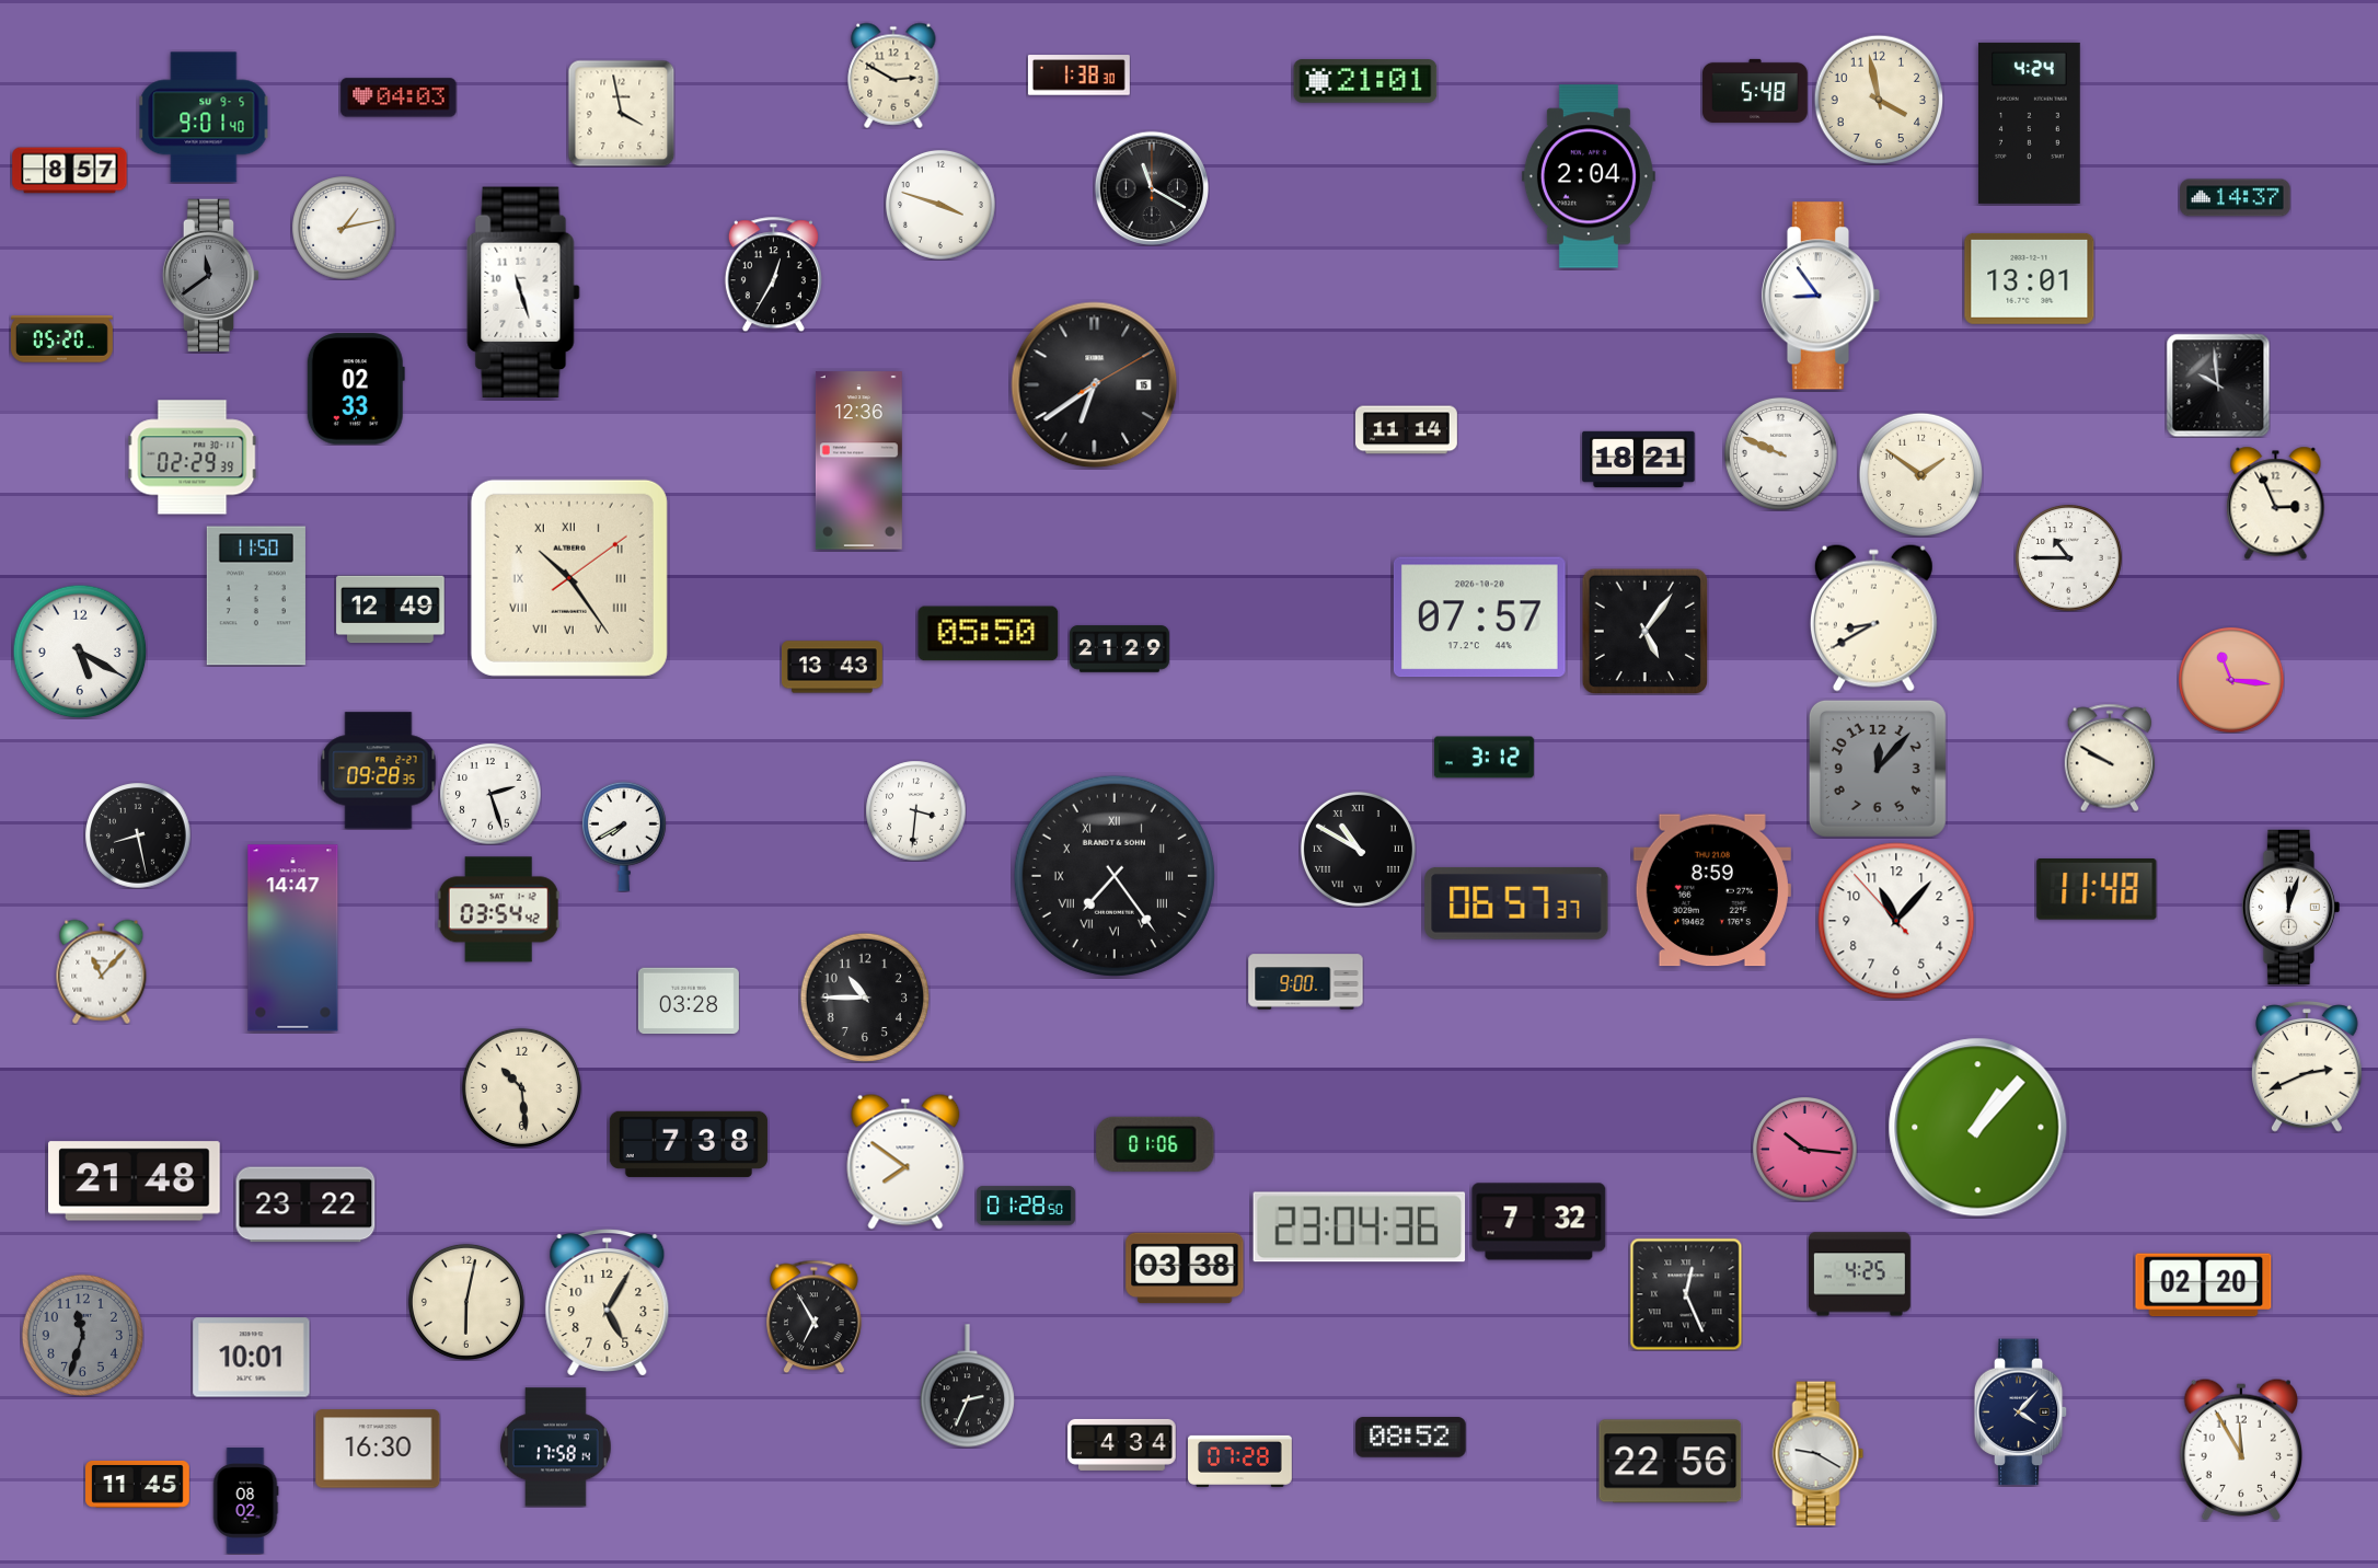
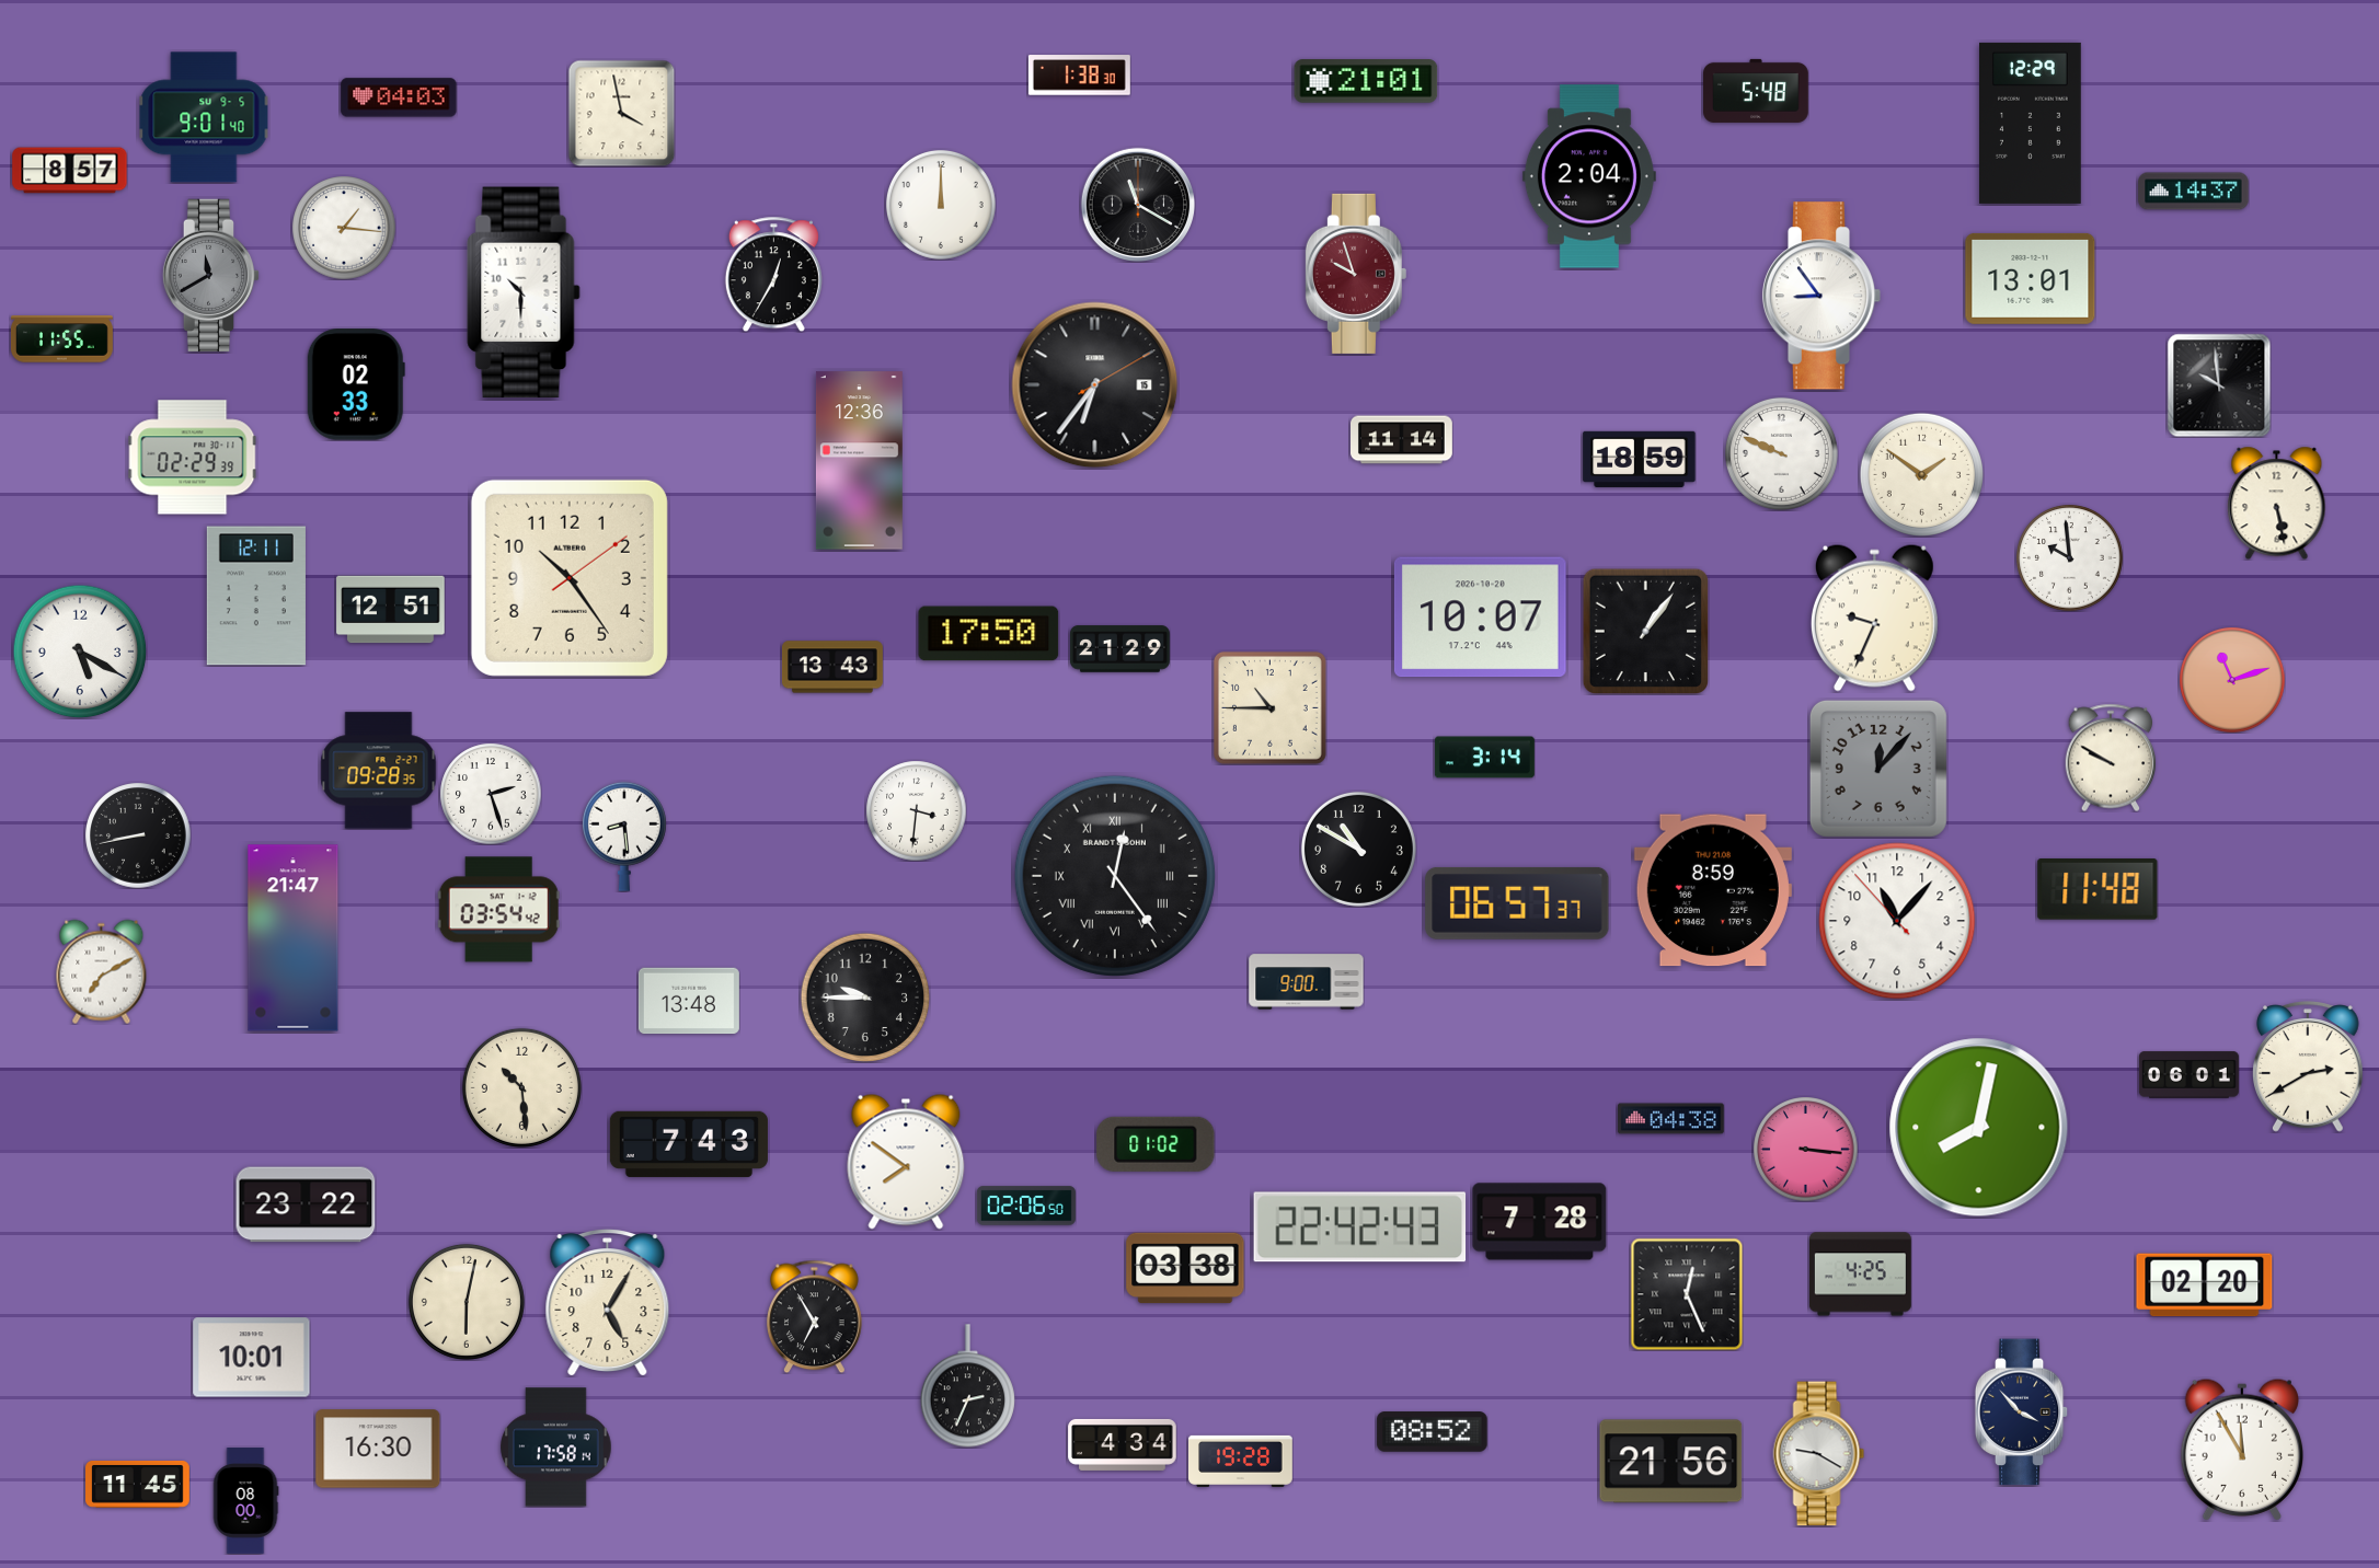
clock at (893, 76): 2:50 -> none
clock at (1879, 100): 3:58 -> none
clock at (2030, 123): 4:24 -> 12:29
clock at (1151, 187) position: (1151, 187) -> (1137, 204)
clock at (2236, 198) position: (2236, 198) -> (2194, 192)
clock at (940, 205): 3:48 -> 12:00
clock at (344, 228): 1:13 -> 1:16
clock at (1356, 274): none -> 9:57
clock at (211, 275): 11:39 -> 11:40
clock at (523, 292): 11:27 -> 10:30
clock at (61, 339): 05:20 -> 11:55
clock at (1095, 385): 6:39 -> 6:36
clock at (356, 389) position: (356, 389) -> (356, 384)
clock at (1407, 430) position: (1407, 430) -> (1402, 440)
clock at (1639, 459): 18:21 -> 18:59
clock at (2276, 503): 2:56 -> 5:28
clock at (2069, 558): 10:45 -> 9:59
clock at (569, 578) numerals: Roman -> Arabic
clock at (256, 596): 11:50 -> 12:11
clock at (391, 610): 12:49 -> 12:51
clock at (1479, 618): 07:57 -> 10:07
clock at (1873, 618): 8:40 -> 9:34
clock at (1644, 631): 5:06 -> 1:06
clock at (989, 634): 05:50 -> 17:50
clock at (2231, 680): 11:16 -> 11:12
clock at (1269, 707): none -> 10:45
clock at (1484, 758): 3:12 -> 3:14
clock at (138, 835): 8:28 -> 8:43
clock at (624, 837): 7:40 -> 8:29
clock at (1358, 849) numerals: Roman -> Arabic
clock at (1115, 876): 7:24 -> 12:24
clock at (2290, 907): 12:03 -> none
clock at (293, 938): 14:47 -> 21:47
clock at (102, 971): 11:07 -> 7:10
clock at (865, 998): 10:45 -> 9:45
clock at (689, 1001): 03:28 -> 13:48
clock at (2308, 1067): 2:41 -> 2:40
clock at (2188, 1075): none -> 06:01
clock at (1671, 1119): none -> 04:38
clock at (1978, 1128): 1:07 -> 8:02
clock at (689, 1144): 7:38 -> 7:43
clock at (1155, 1144): 01:06 -> 01:02
clock at (1804, 1149): 10:16 -> 3:16
clock at (135, 1181): 21:48 -> none
clock at (1026, 1206): 01:28 -> 02:06
clock at (1539, 1222): 7:32 -> 7:28
clock at (1360, 1227): 23:04 -> 22:42
clock at (82, 1335): 11:33 -> none
clock at (2021, 1413): 4:07 -> 3:53
clock at (1411, 1438) position: (1411, 1438) -> (1433, 1432)
clock at (1240, 1461): 07:28 -> 19:28
clock at (1671, 1462): 22:56 -> 21:56
clock at (245, 1501): 08:02 -> 08:00
